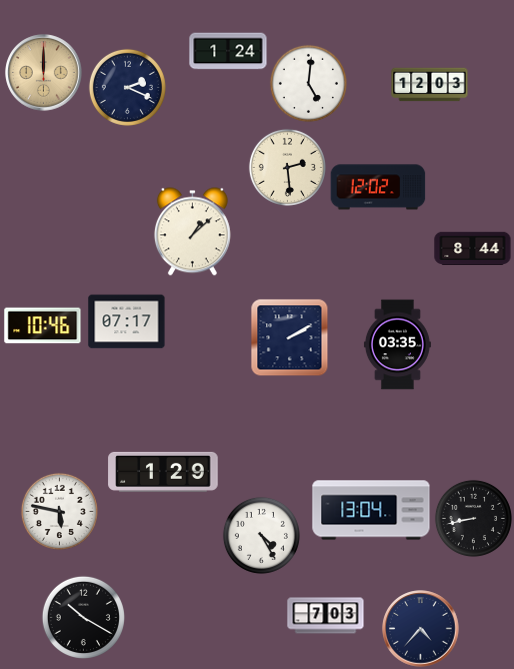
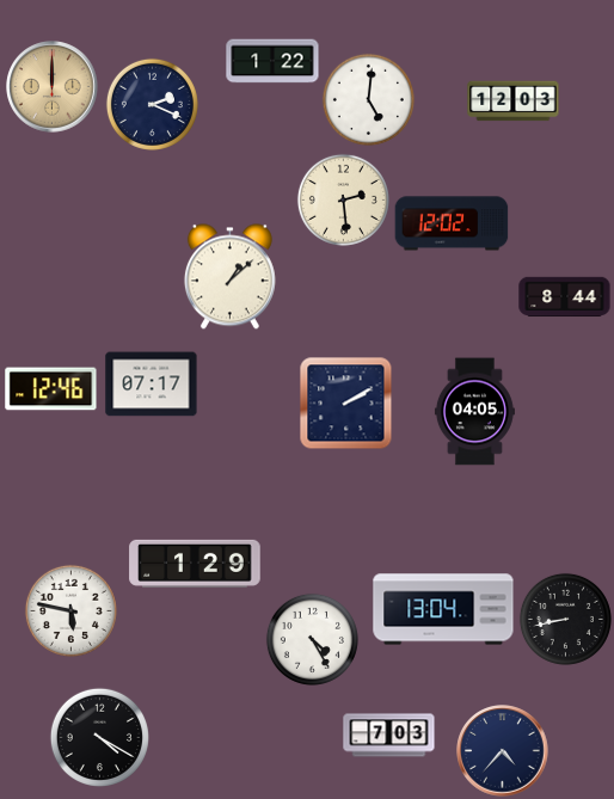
clock at (228, 51): 1:24 -> 1:22
clock at (43, 326): 10:46 -> 12:46
clock at (397, 345): 03:35 -> 04:05
clock at (83, 617): 10:20 -> 4:20
